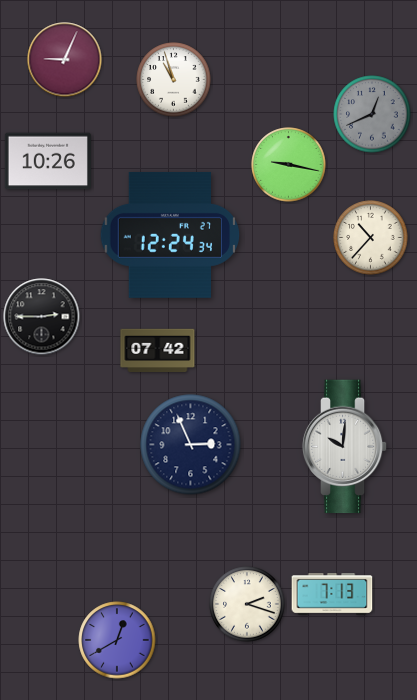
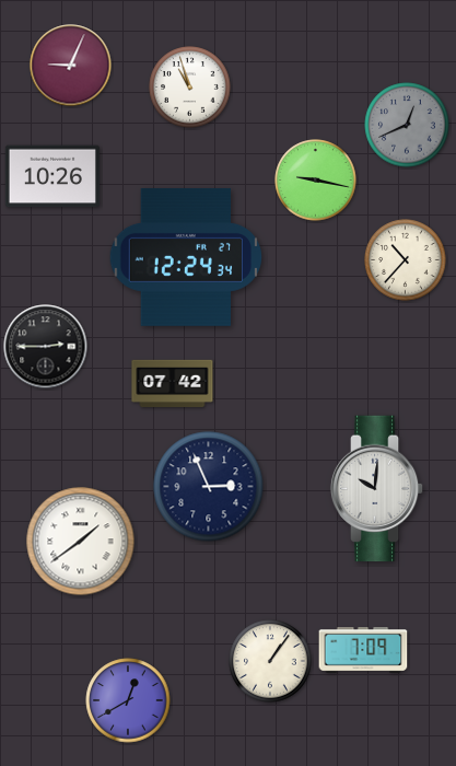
clock at (81, 542): none -> 1:39
clock at (332, 594): 7:13 -> 7:09
clock at (247, 604): 2:18 -> 1:06
